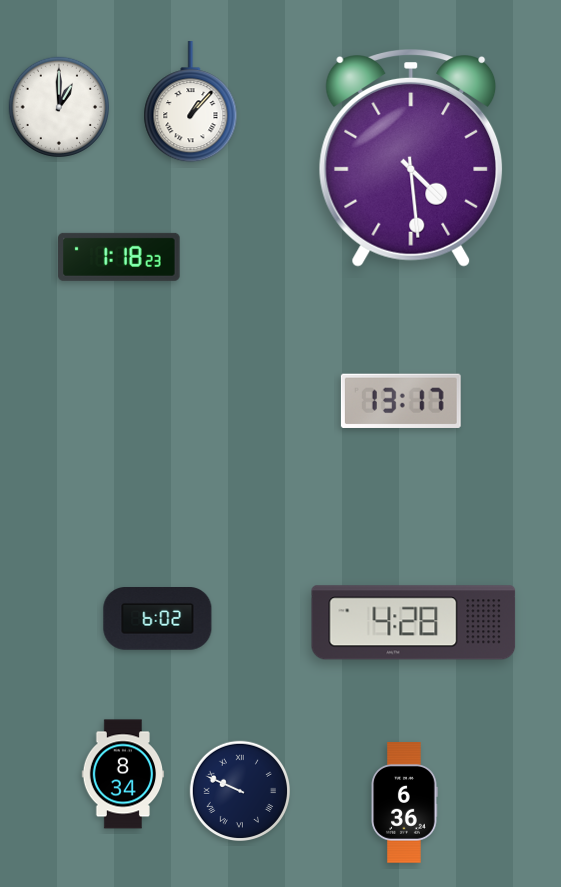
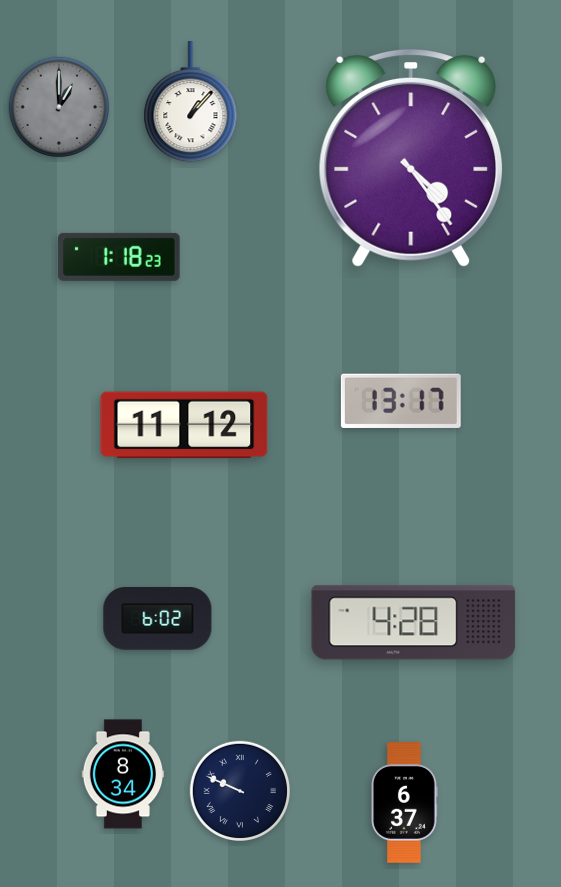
clock at (58, 106) dial: white -> grey
clock at (411, 159): 4:29 -> 4:24
clock at (184, 425): none -> 11:12
clock at (404, 803): 6:36 -> 6:37
